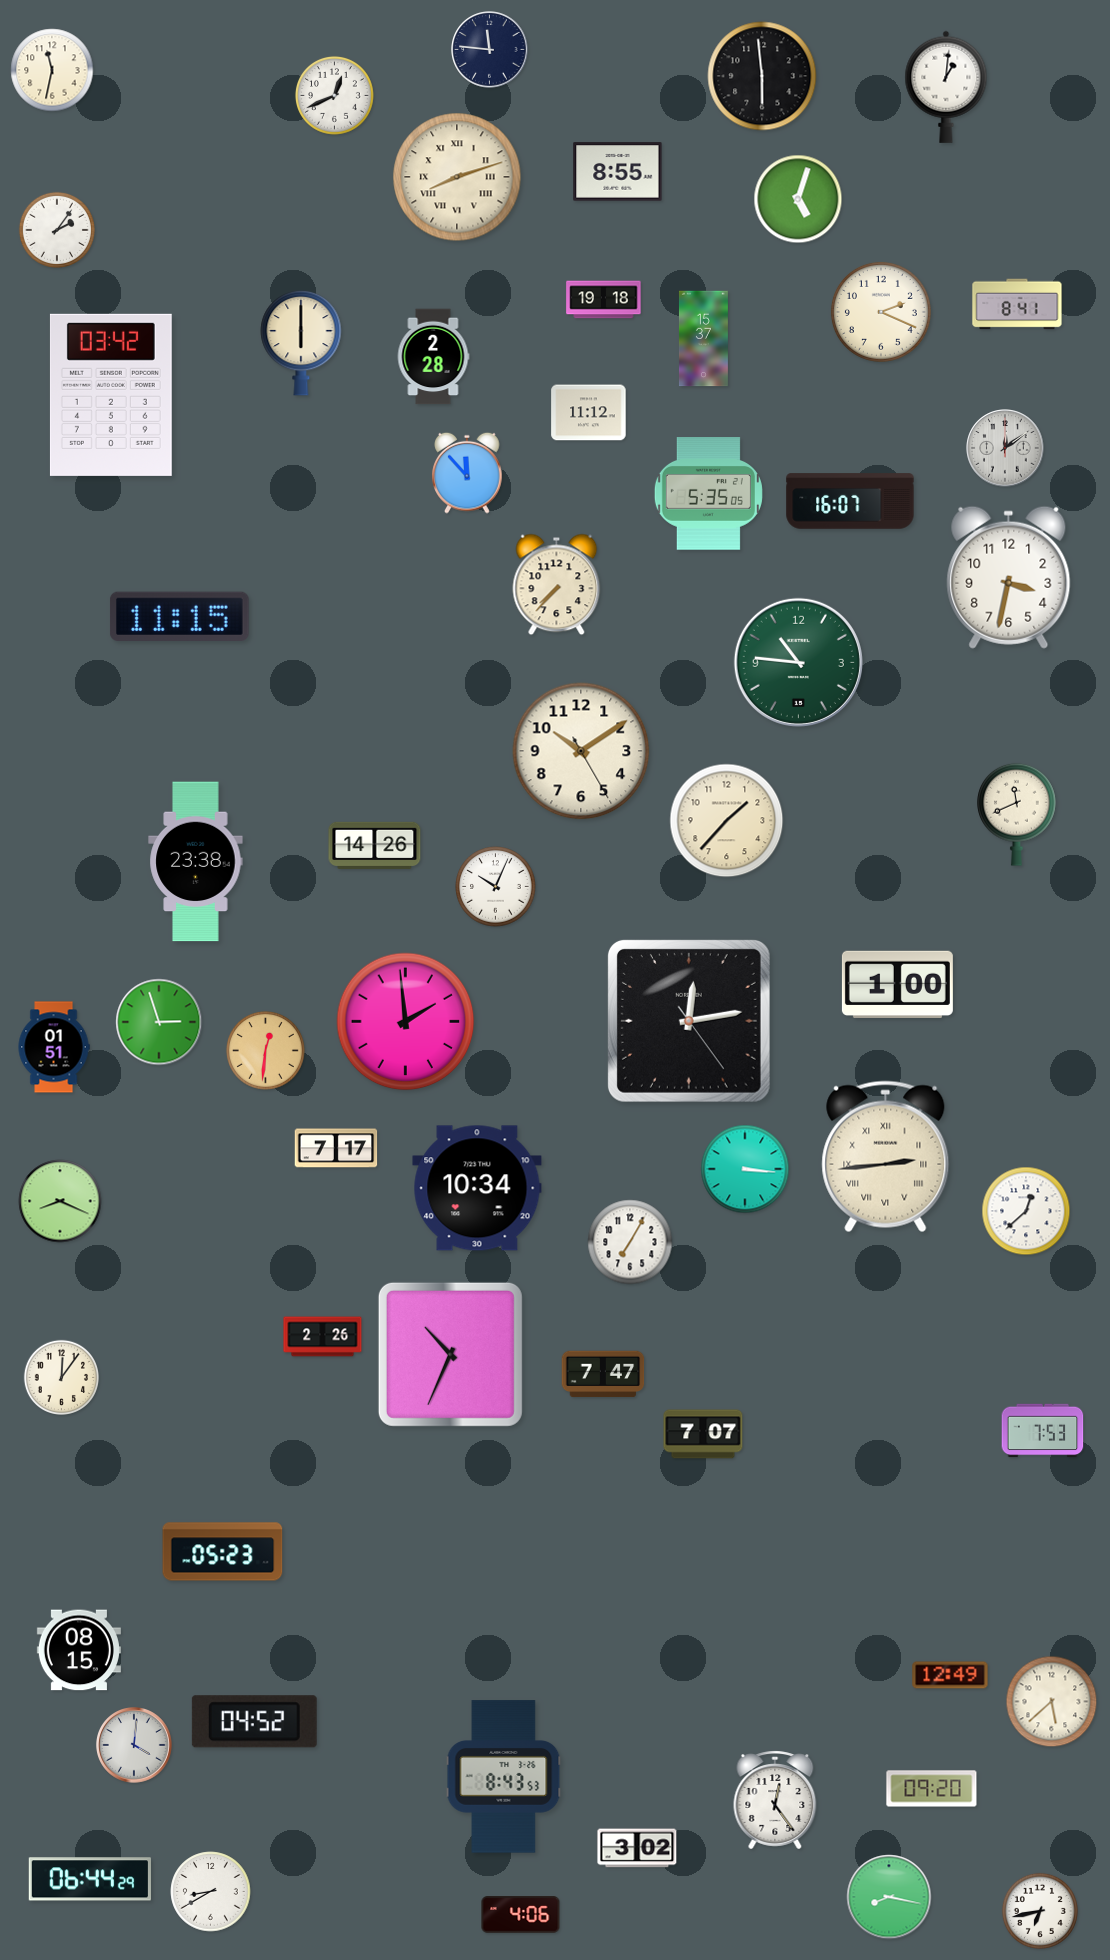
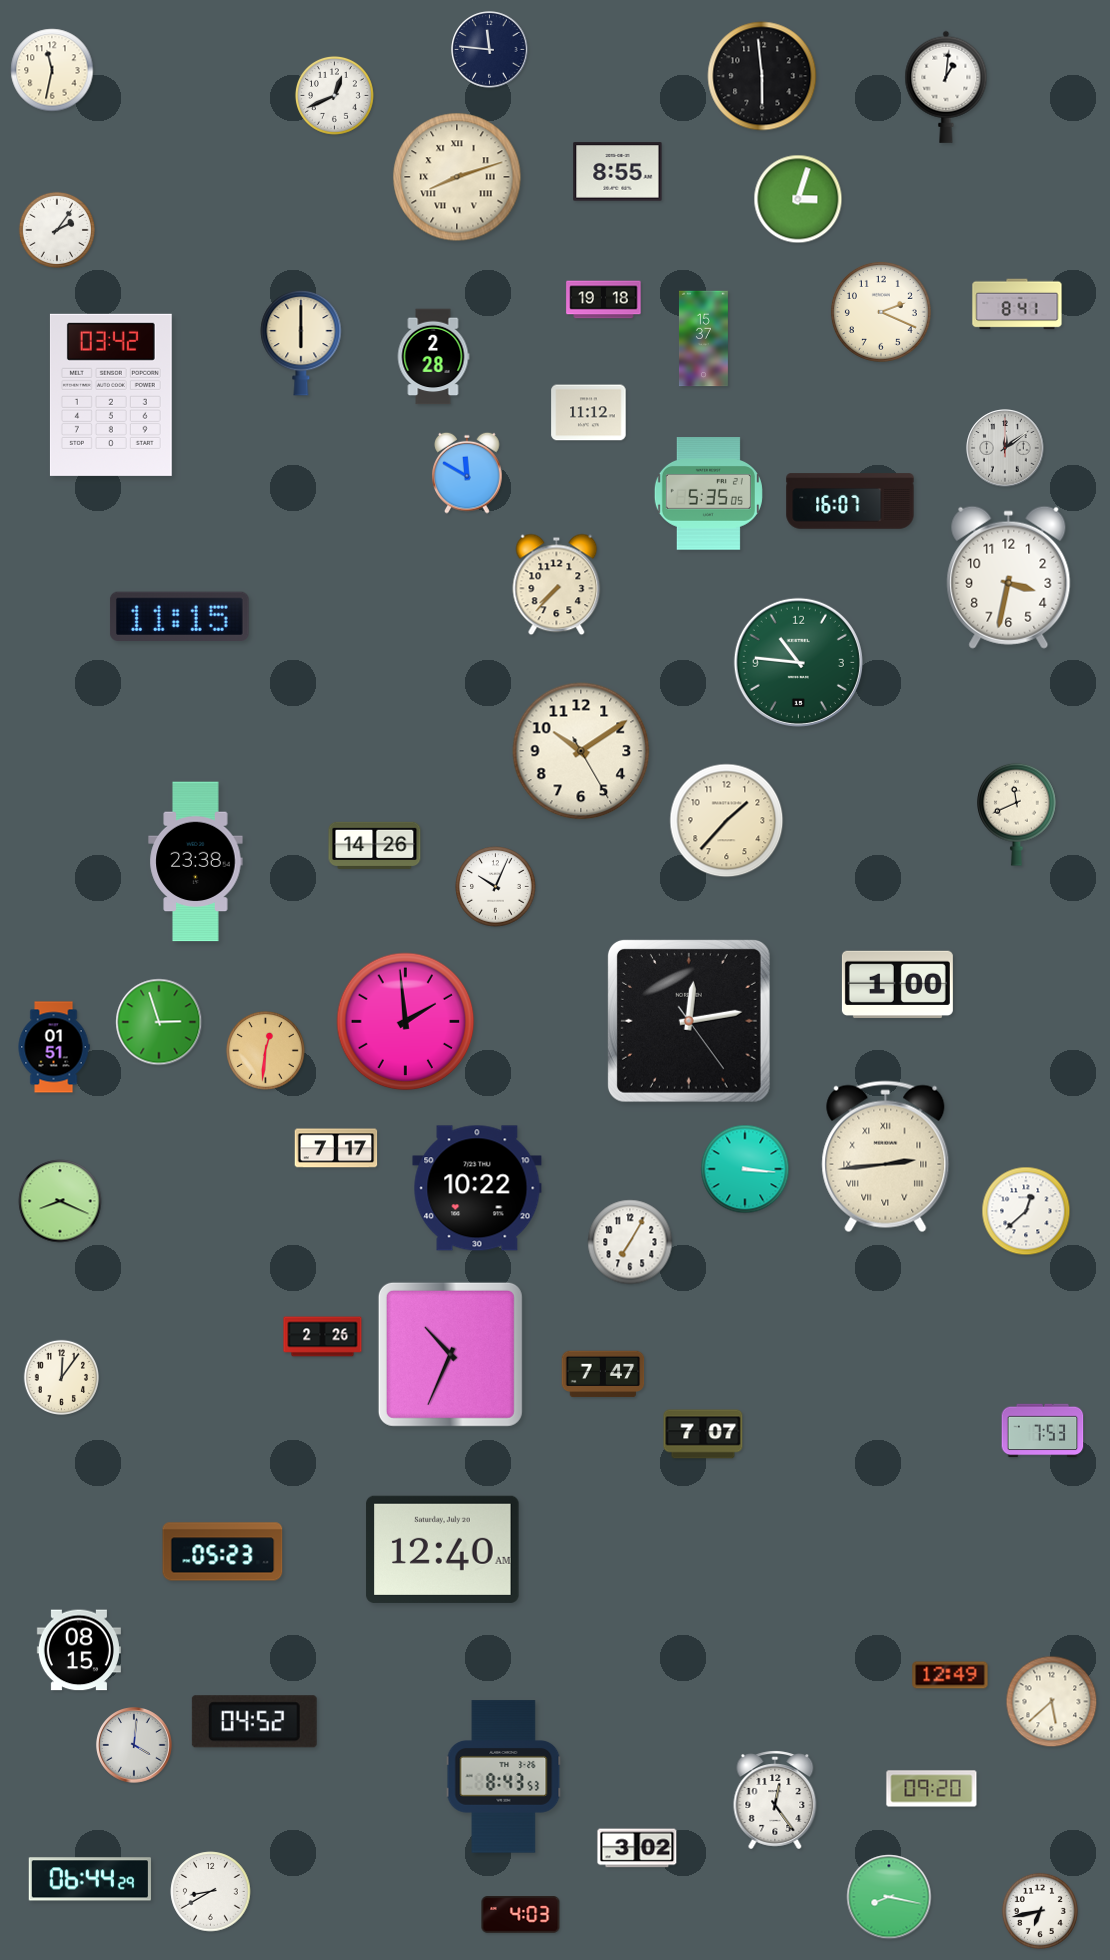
clock at (798, 199): 5:03 -> 3:03
clock at (467, 473): 11:53 -> 11:50
clock at (477, 1188): 10:34 -> 10:22
clock at (443, 1549): none -> 12:40
clock at (521, 1915): 4:06 -> 4:03
